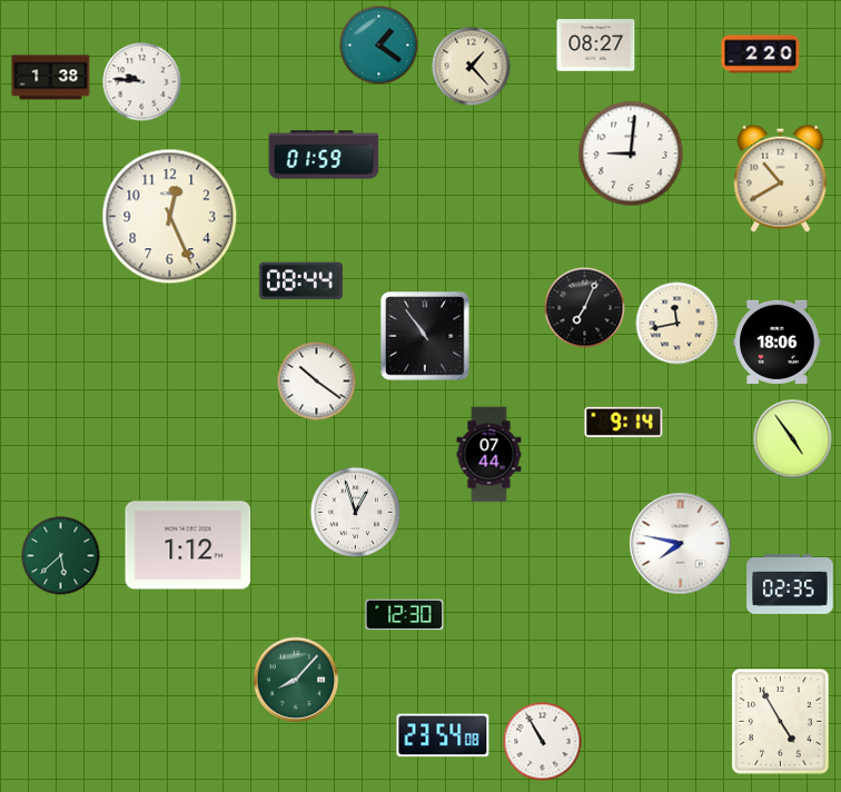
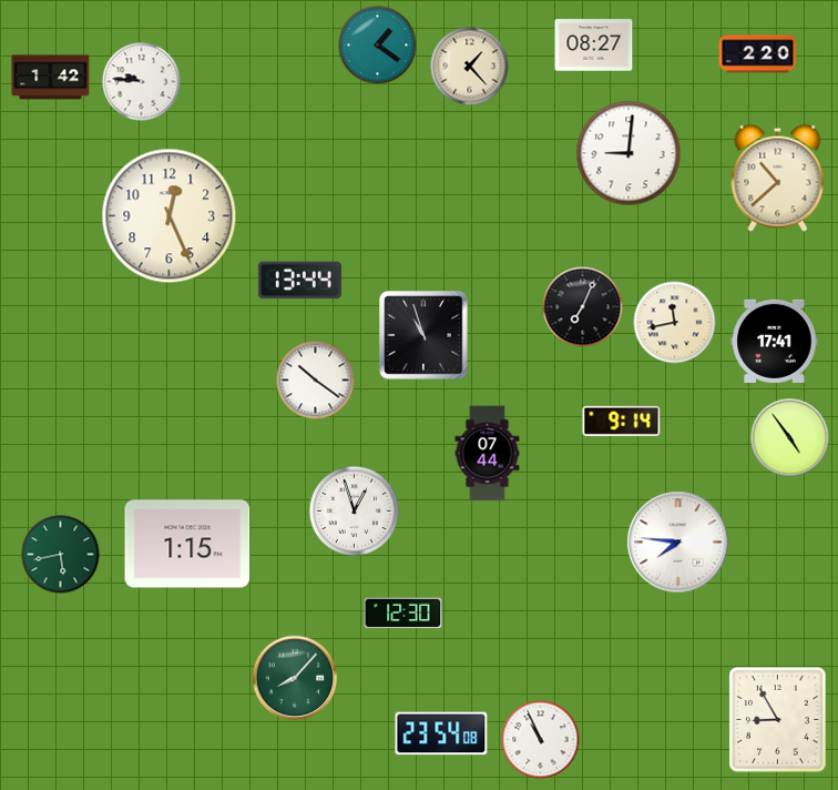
clock at (51, 78): 1:38 -> 1:42
clock at (324, 155): 01:59 -> none
clock at (781, 178): 10:40 -> 10:38
clock at (300, 281): 08:44 -> 13:44
clock at (425, 336): 10:54 -> 10:57
clock at (778, 341): 18:06 -> 17:41
clock at (681, 544): 7:47 -> 7:46
clock at (188, 545): 1:12 -> 1:15
clock at (61, 556): 5:38 -> 5:43
clock at (790, 584): 02:35 -> none
clock at (781, 722): 4:55 -> 8:55
clock at (543, 742): 10:55 -> 10:56
